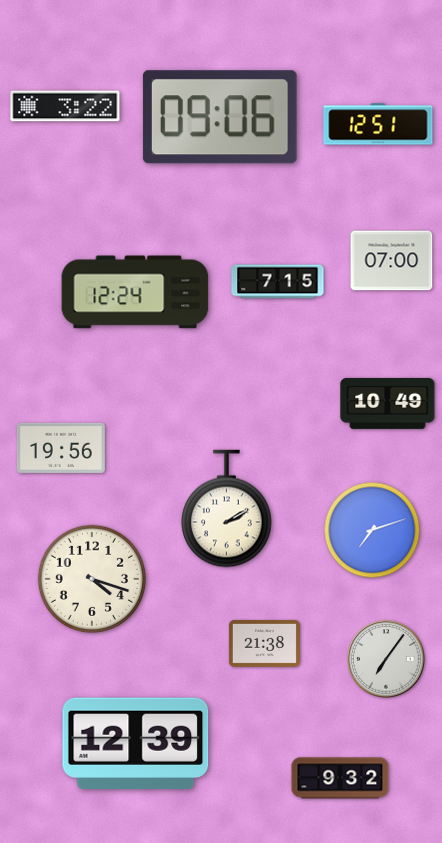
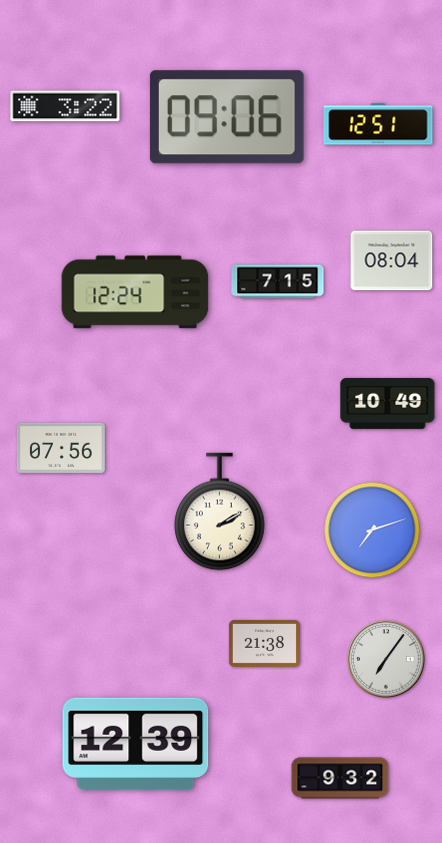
clock at (220, 117) position: (220, 117) -> (227, 117)
clock at (392, 261): 07:00 -> 08:04
clock at (61, 448): 19:56 -> 07:56
clock at (227, 509) position: (227, 509) -> (220, 512)
clock at (92, 579): 4:18 -> none
